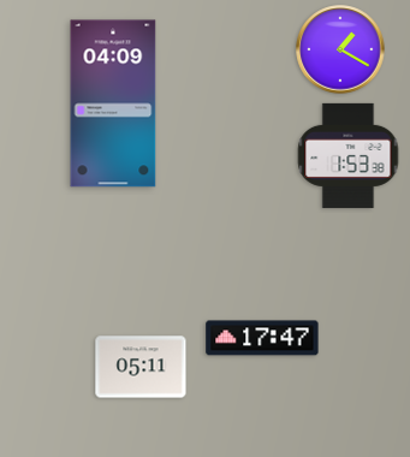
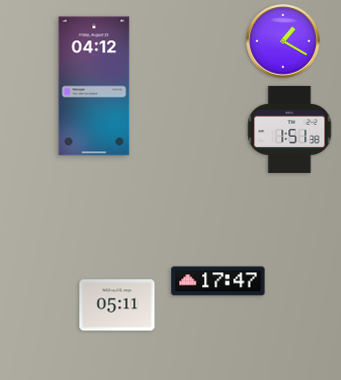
clock at (113, 103): 04:09 -> 04:12
clock at (349, 155): 1:53 -> 1:51
